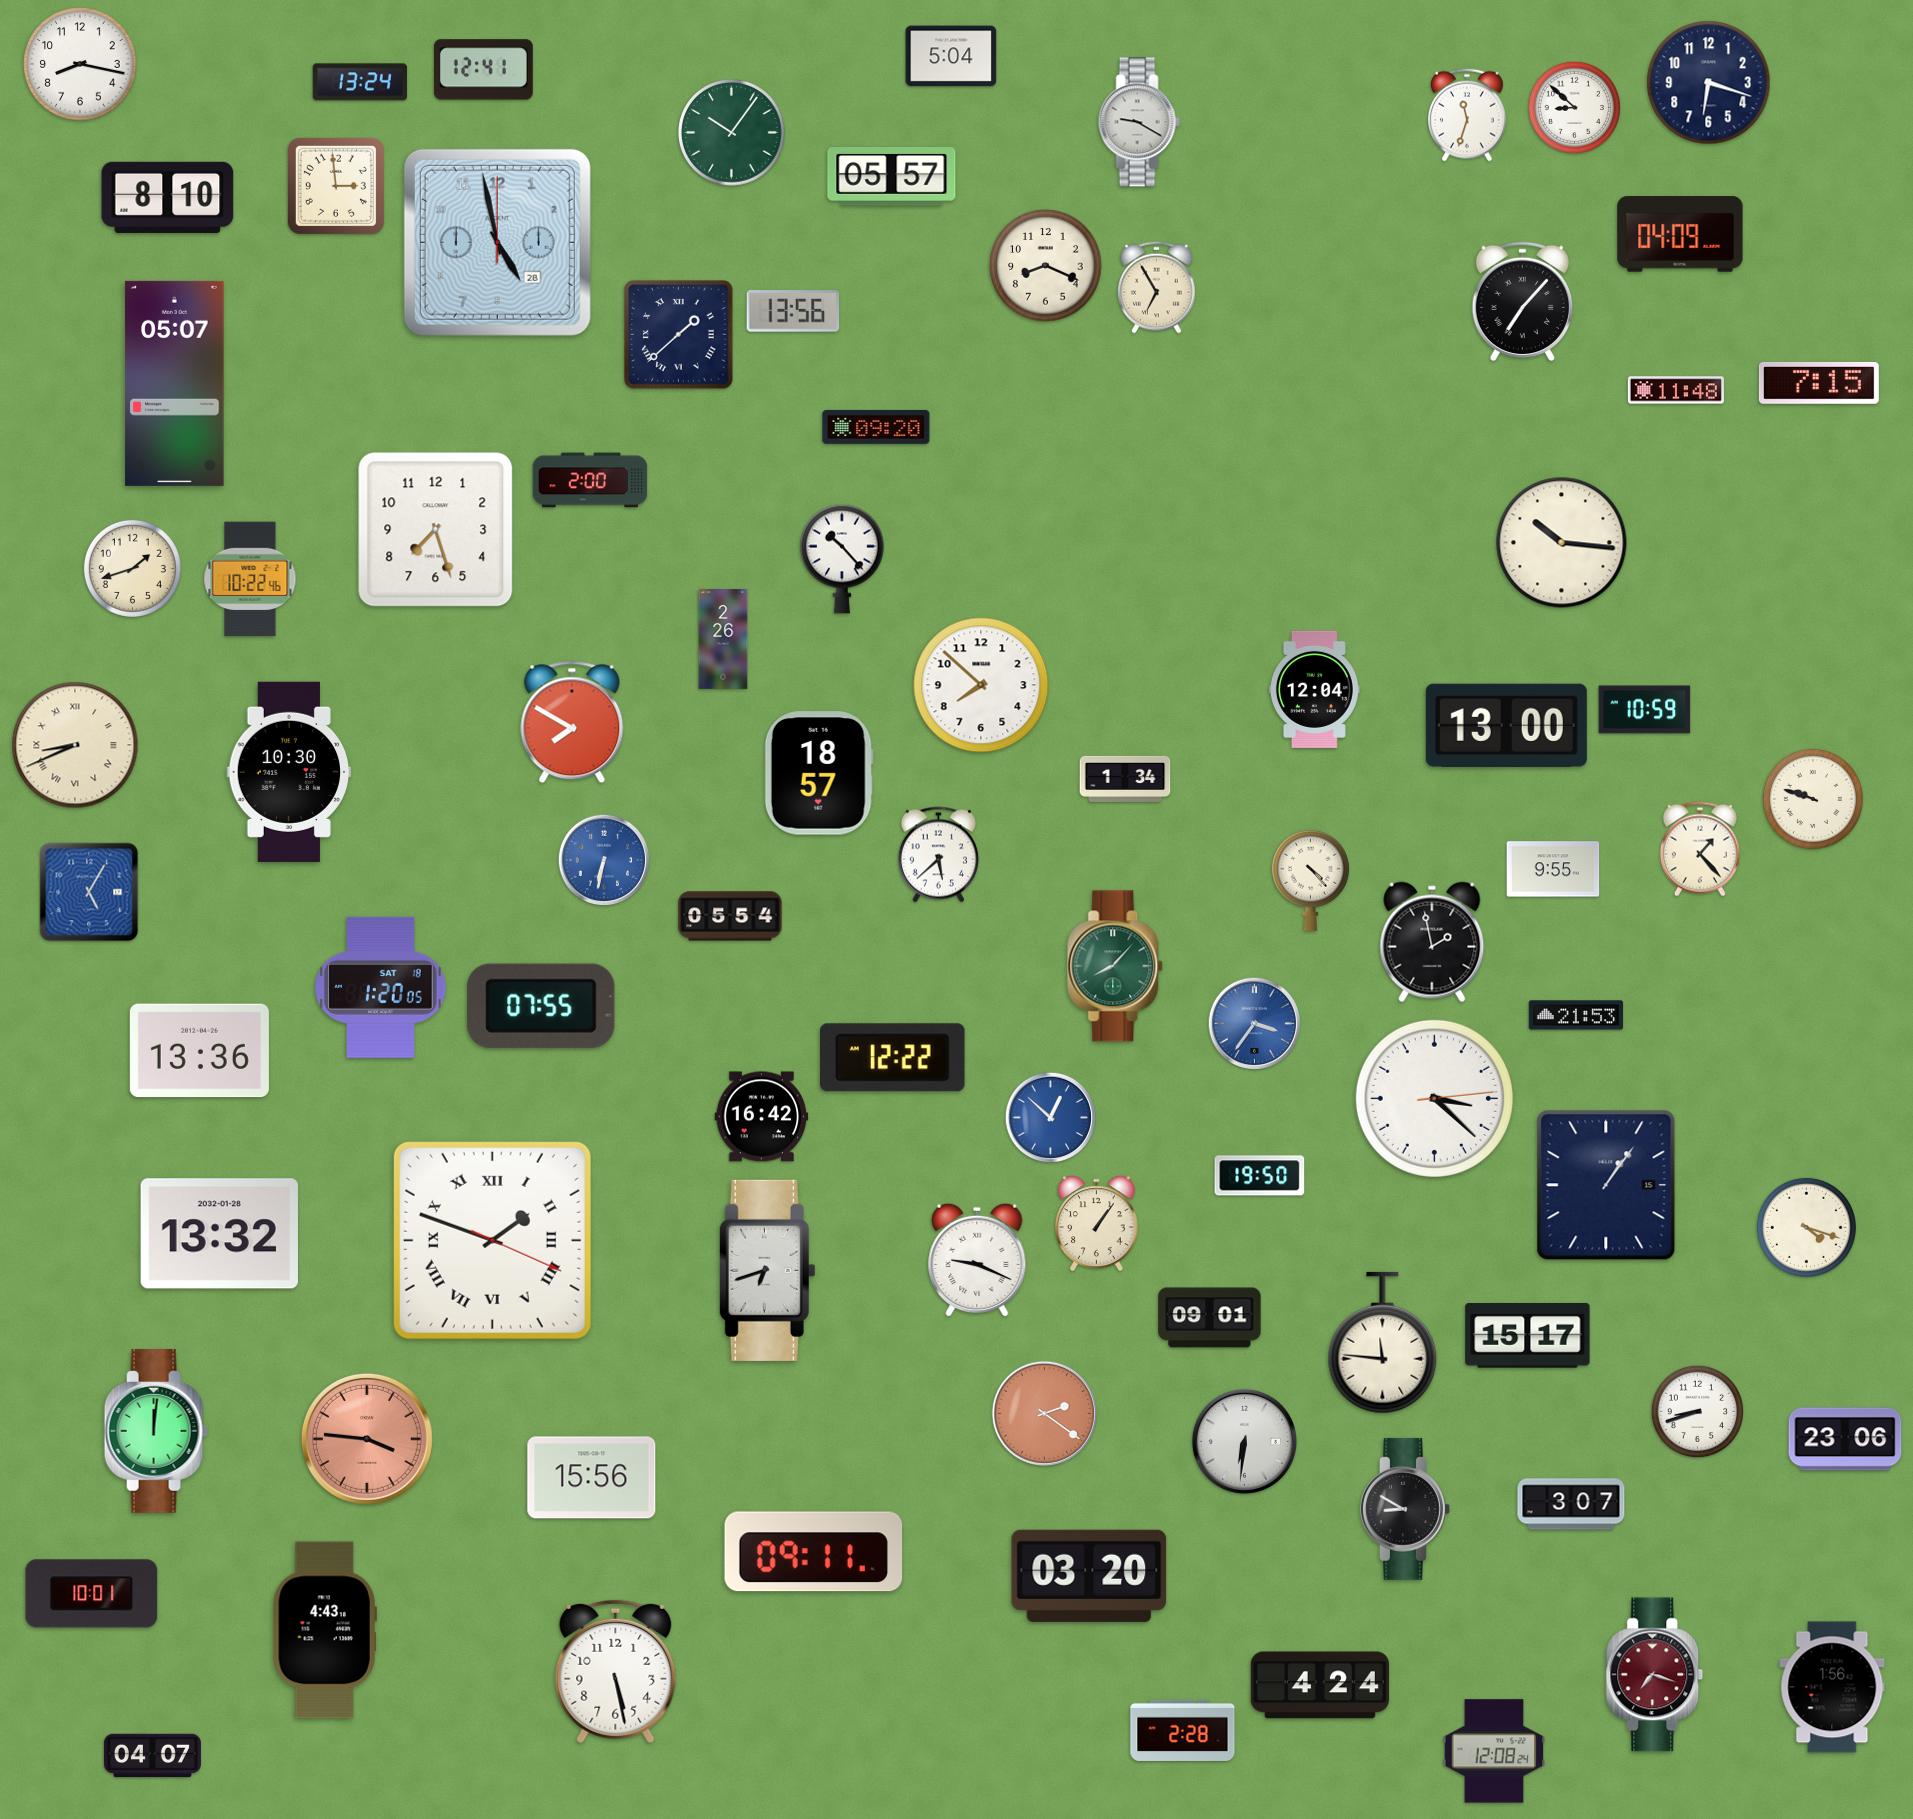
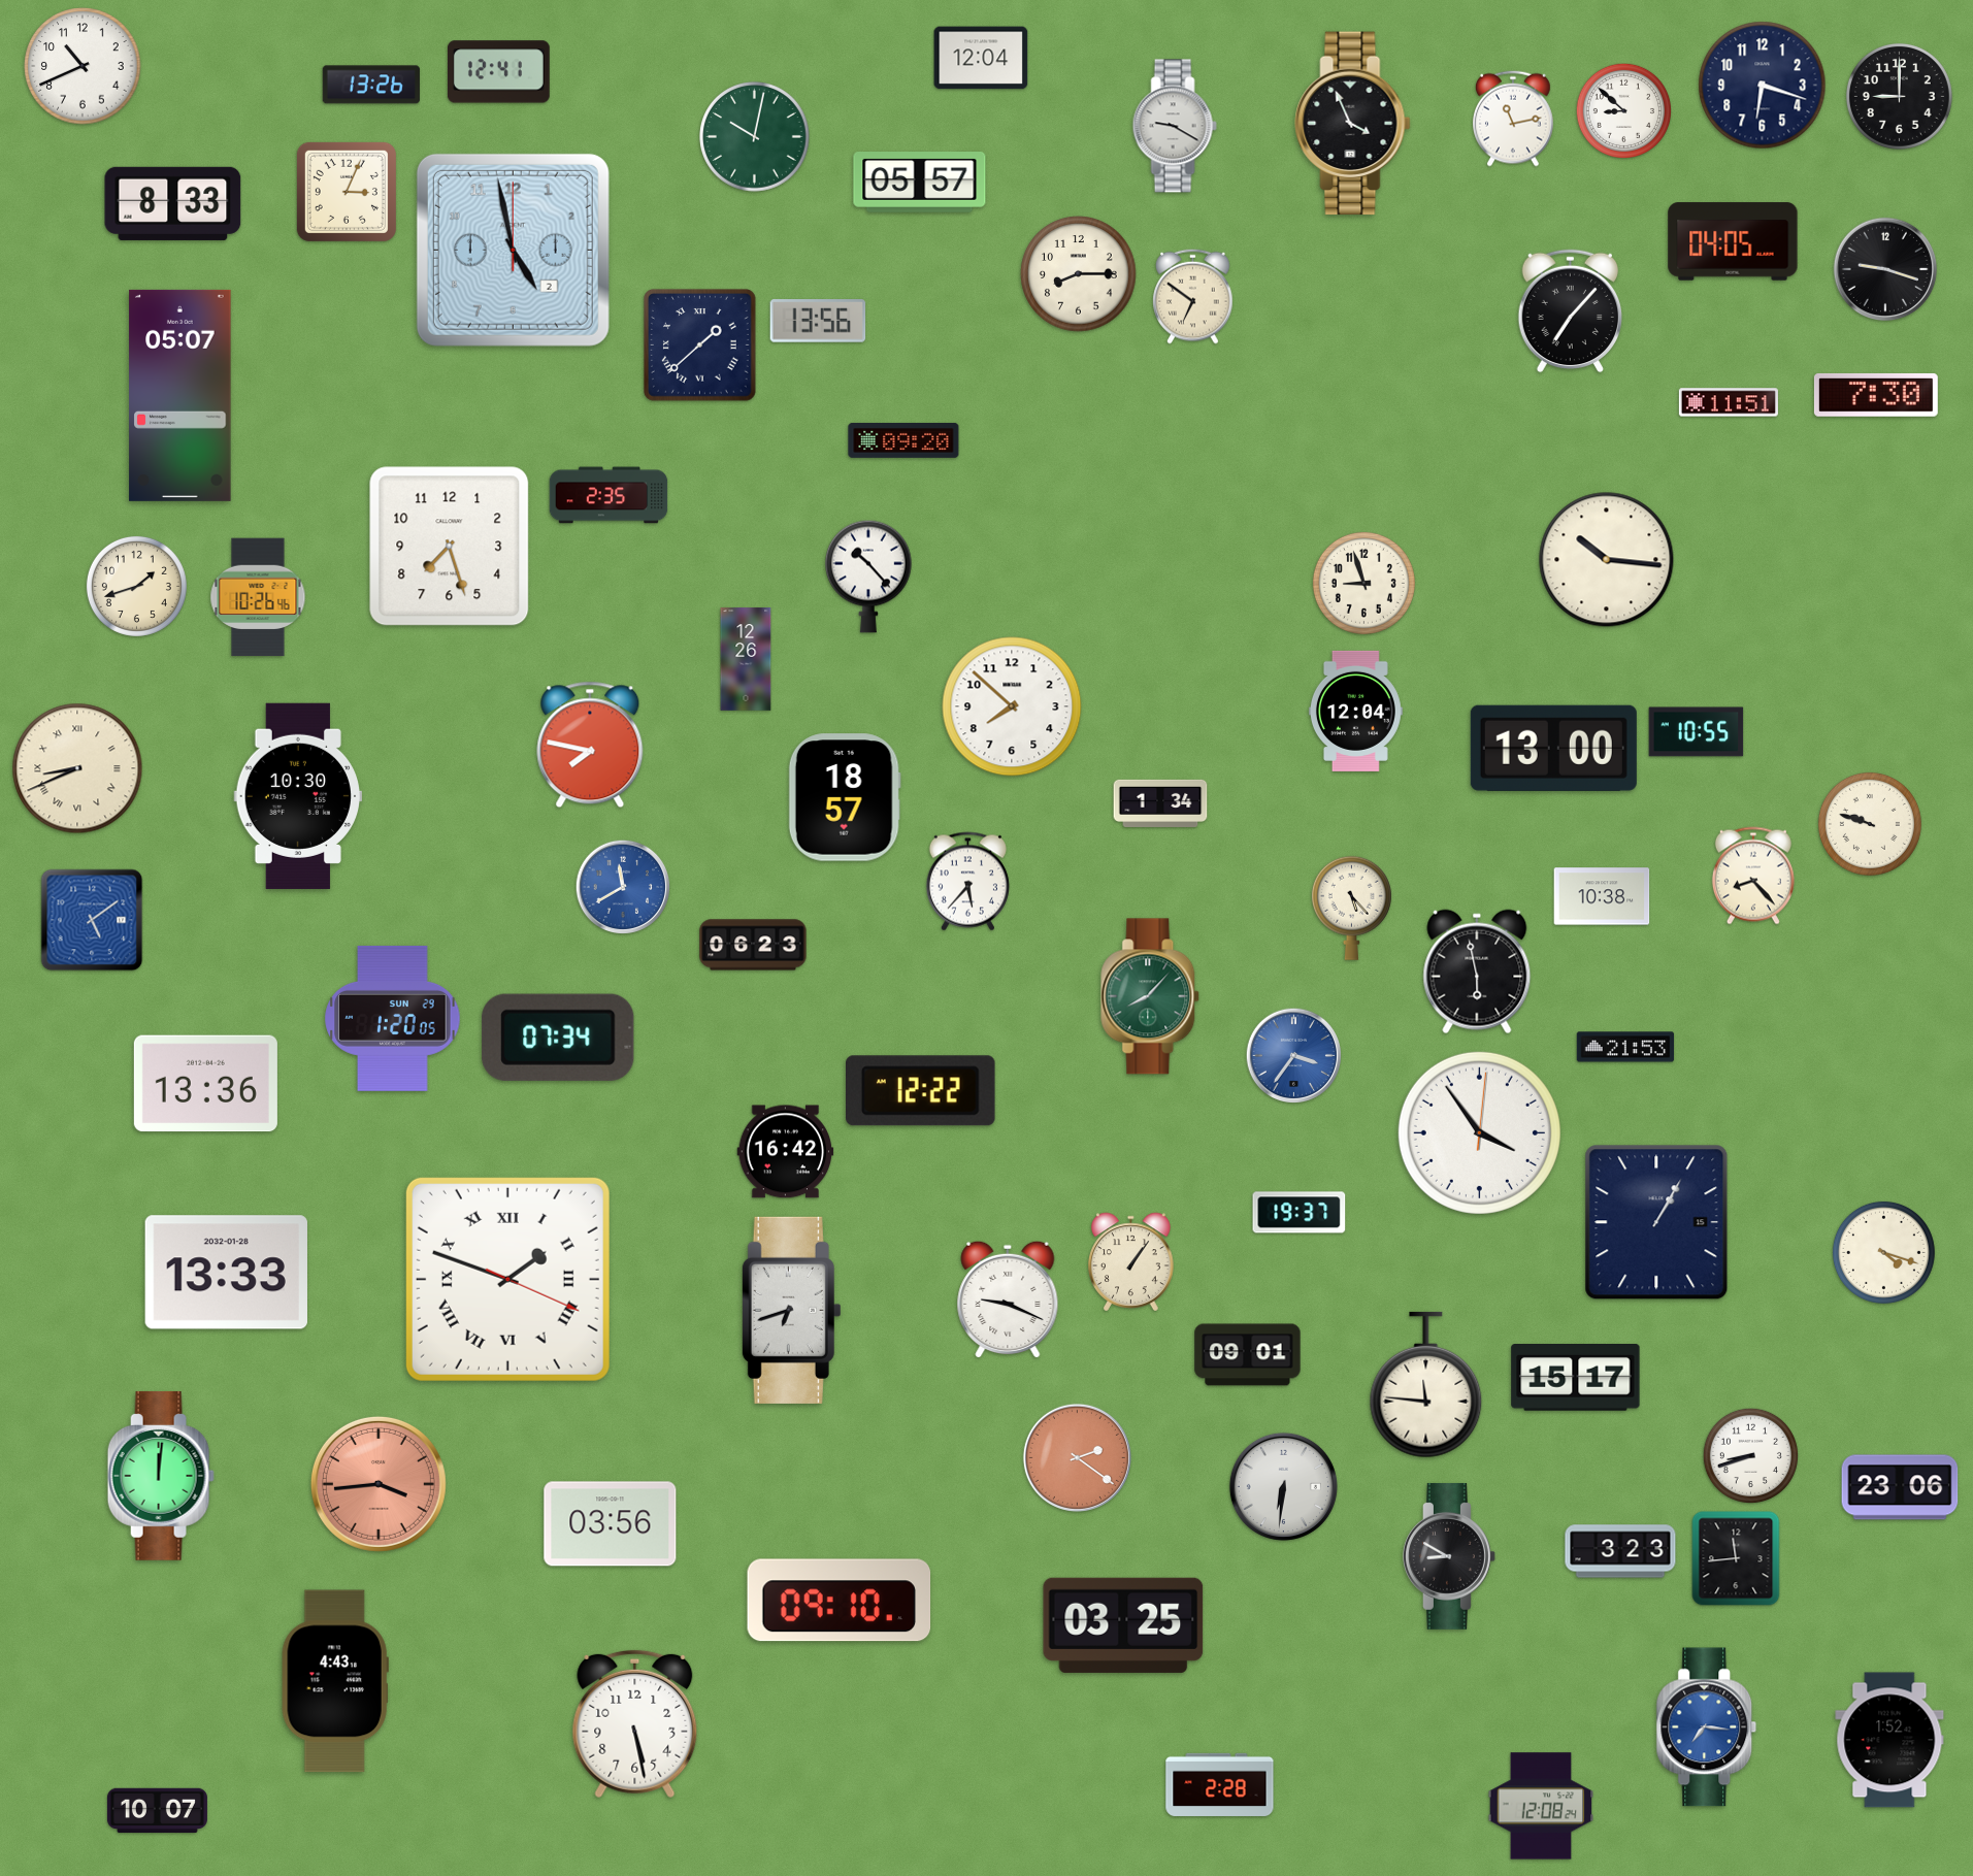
clock at (951, 56): 5:04 -> 12:04
clock at (80, 64): 8:17 -> 10:41
clock at (360, 82): 13:24 -> 13:26
clock at (1899, 96): none -> 9:00
clock at (1468, 115): 11:33 -> 11:13
clock at (1353, 124): none -> 3:56
clock at (732, 133): 10:06 -> 10:02
clock at (336, 186): 2:59 -> 3:04
clock at (168, 197): 8:10 -> 8:33
clock at (1680, 234): 04:09 -> 04:05
clock at (497, 242) date: 28 -> 2
clock at (1885, 269): none -> 9:18
clock at (1046, 266): 8:19 -> 8:15
clock at (1157, 287): 6:55 -> 6:51
clock at (1819, 383): 7:15 -> 7:30
clock at (1676, 390): 11:48 -> 11:51
clock at (590, 480): 2:00 -> 2:35
clock at (1562, 543) position: (1562, 543) -> (1607, 560)
clock at (1363, 583): none -> 8:57
clock at (250, 579): 10:22 -> 10:26
clock at (723, 639): 2:26 -> 12:26
clock at (1645, 710): 10:59 -> 10:55
clock at (572, 722): 7:50 -> 7:47
clock at (1700, 849): 1:23 -> 8:23
clock at (938, 855): 5:38 -> 5:37
clock at (604, 860): 6:32 -> 11:40
clock at (1553, 869): 9:55 -> 10:38
clock at (1310, 880): 4:23 -> 5:23
clock at (89, 892): 5:05 -> 5:09
clock at (730, 916): 05:54 -> 06:23
clock at (1432, 942): 1:58 -> 5:58
clock at (381, 987) date: SAT 18 -> SUN 29
clock at (541, 1006): 07:55 -> 07:34
clock at (1434, 1098): 3:22 -> 3:54
clock at (1051, 1118): 12:52 -> none
clock at (1260, 1176): 19:50 -> 19:37
clock at (1606, 1185): 1:06 -> 1:05
clock at (1806, 1227) position: (1806, 1227) -> (1883, 1252)
clock at (219, 1234): 13:32 -> 13:33
clock at (1210, 1318) position: (1210, 1318) -> (1248, 1355)
clock at (367, 1439): 3:46 -> 3:44
clock at (1845, 1439) position: (1845, 1439) -> (1900, 1487)
clock at (592, 1478): 15:56 -> 03:56
clock at (1571, 1504): 3:07 -> 3:23
clock at (1736, 1558): none -> 11:44
clock at (814, 1552): 09:11 -> 09:10
clock at (1089, 1576): 03:20 -> 03:25
clock at (92, 1594): 10:01 -> none
clock at (1655, 1675): 7:18 -> 7:16
clock at (1655, 1675) dial: burgundy -> blue
clock at (1320, 1685): 4:24 -> none
clock at (1832, 1687): 1:56 -> 1:52
clock at (152, 1756): 04:07 -> 10:07
